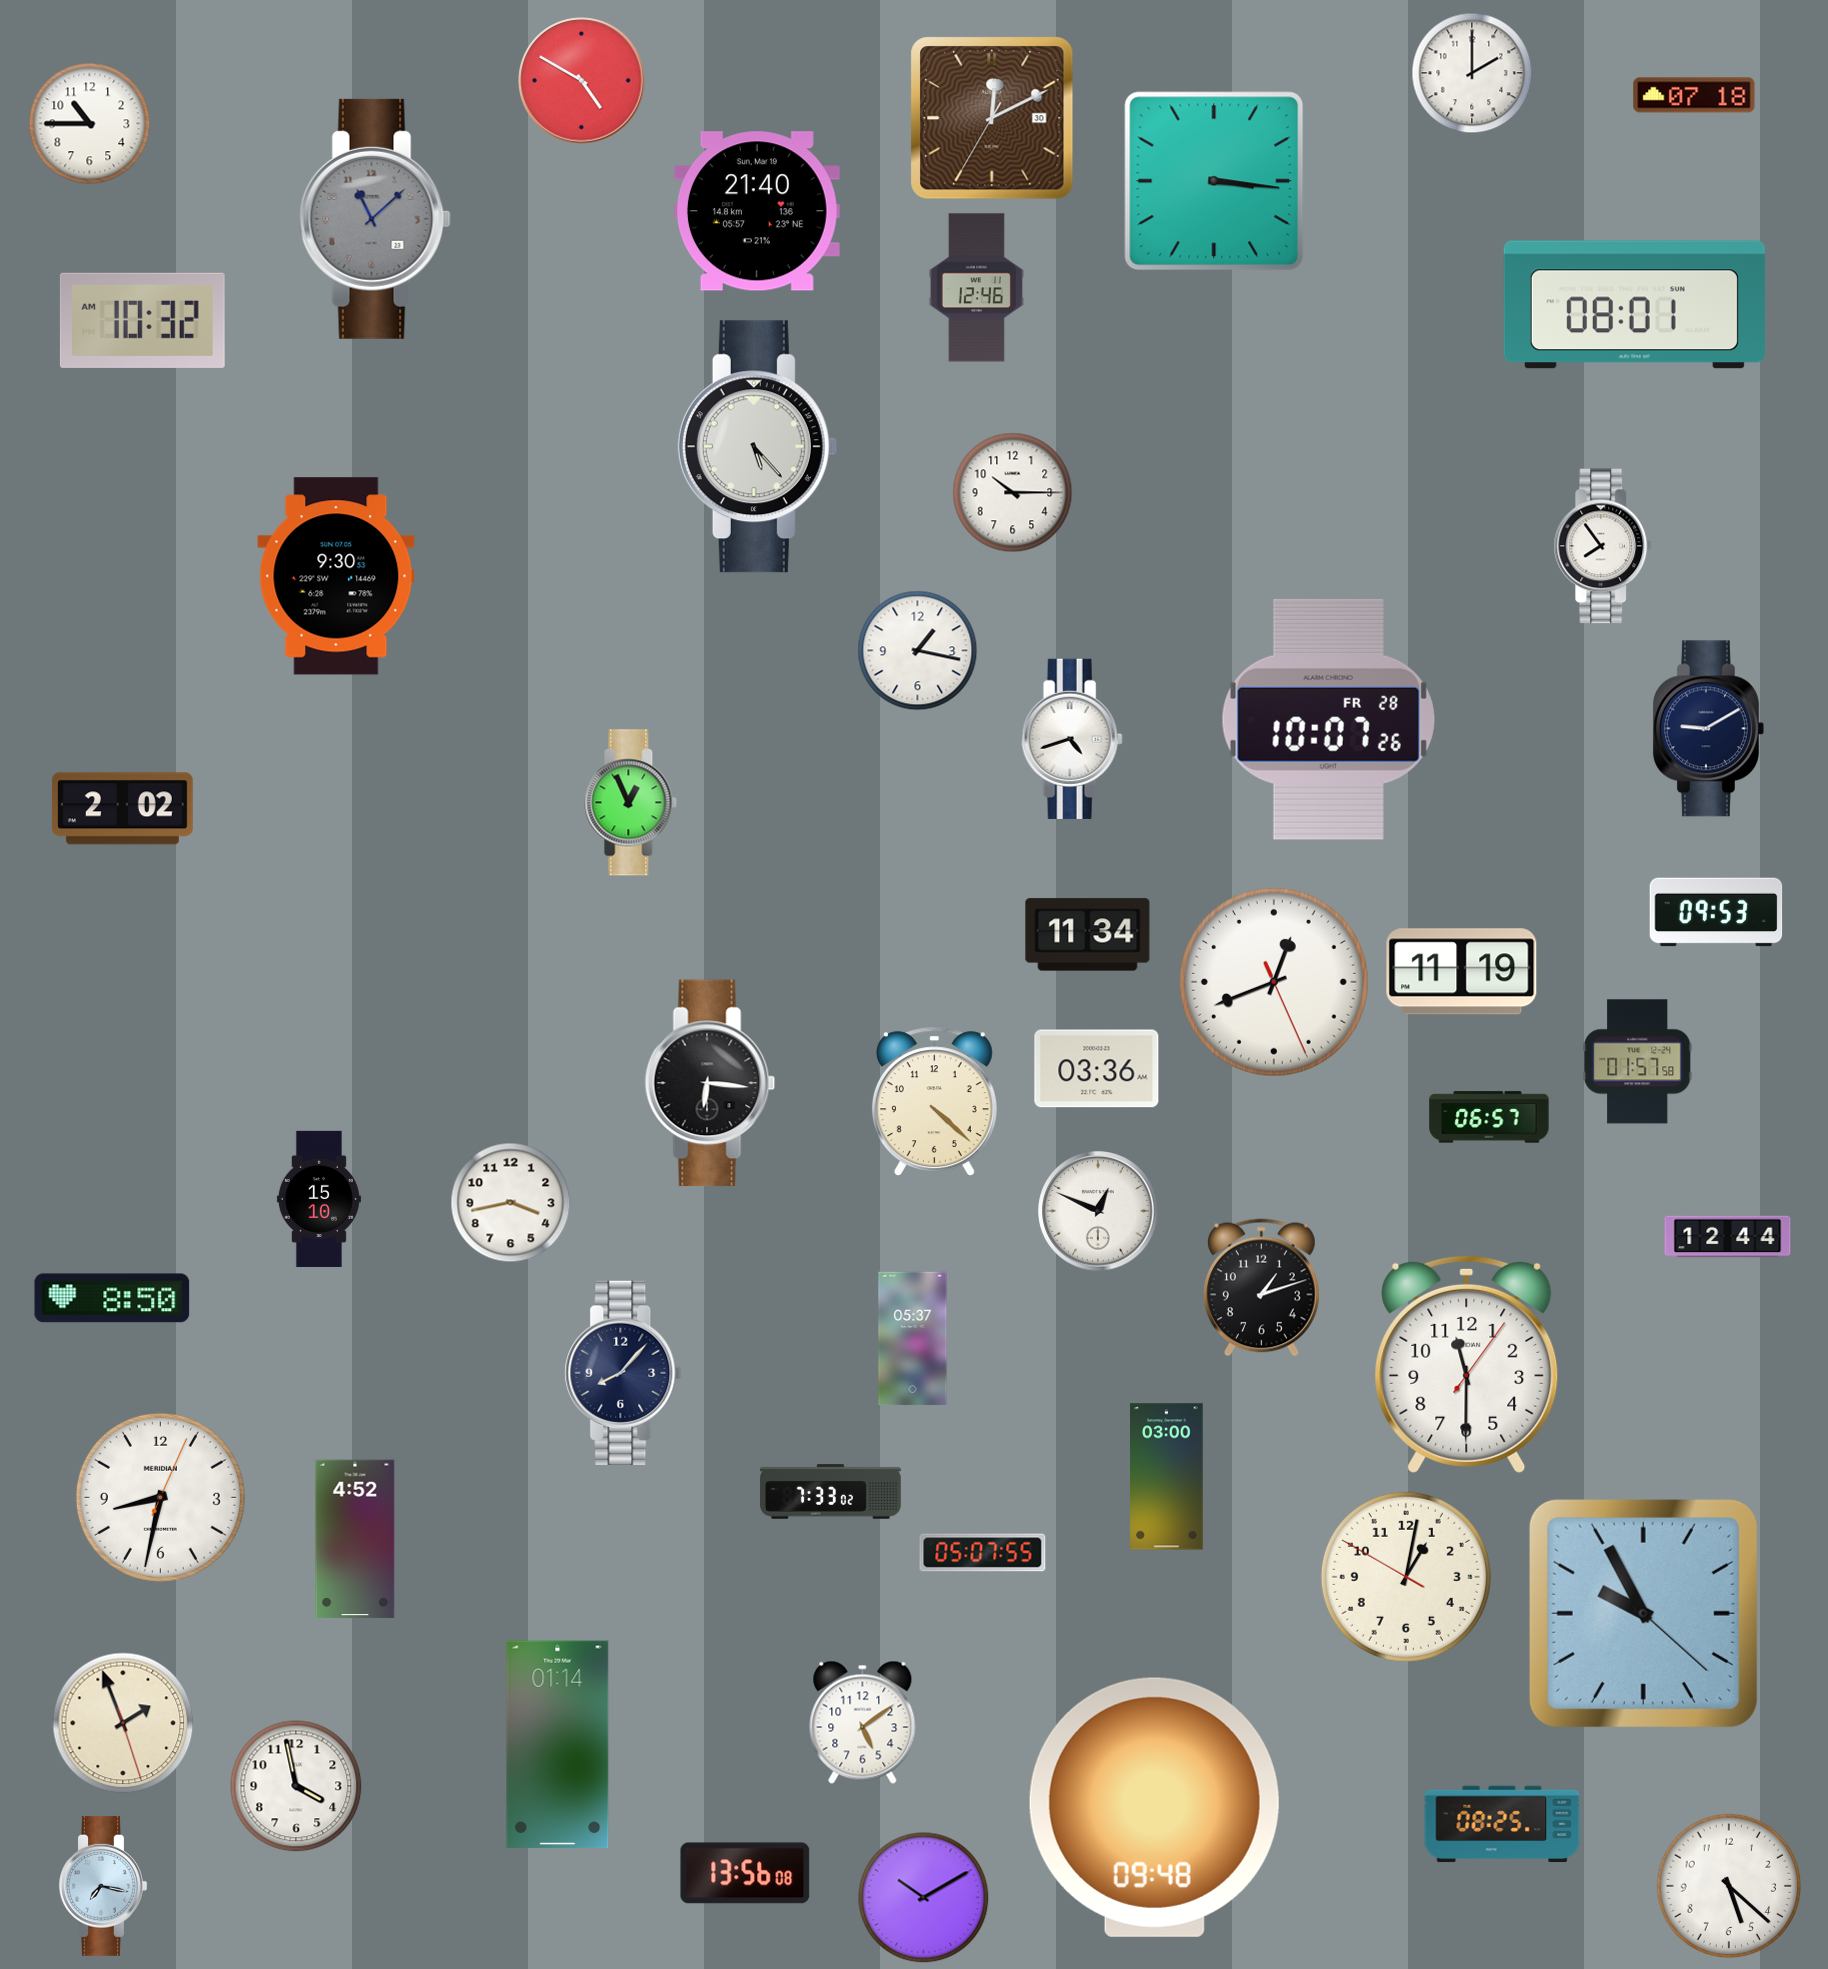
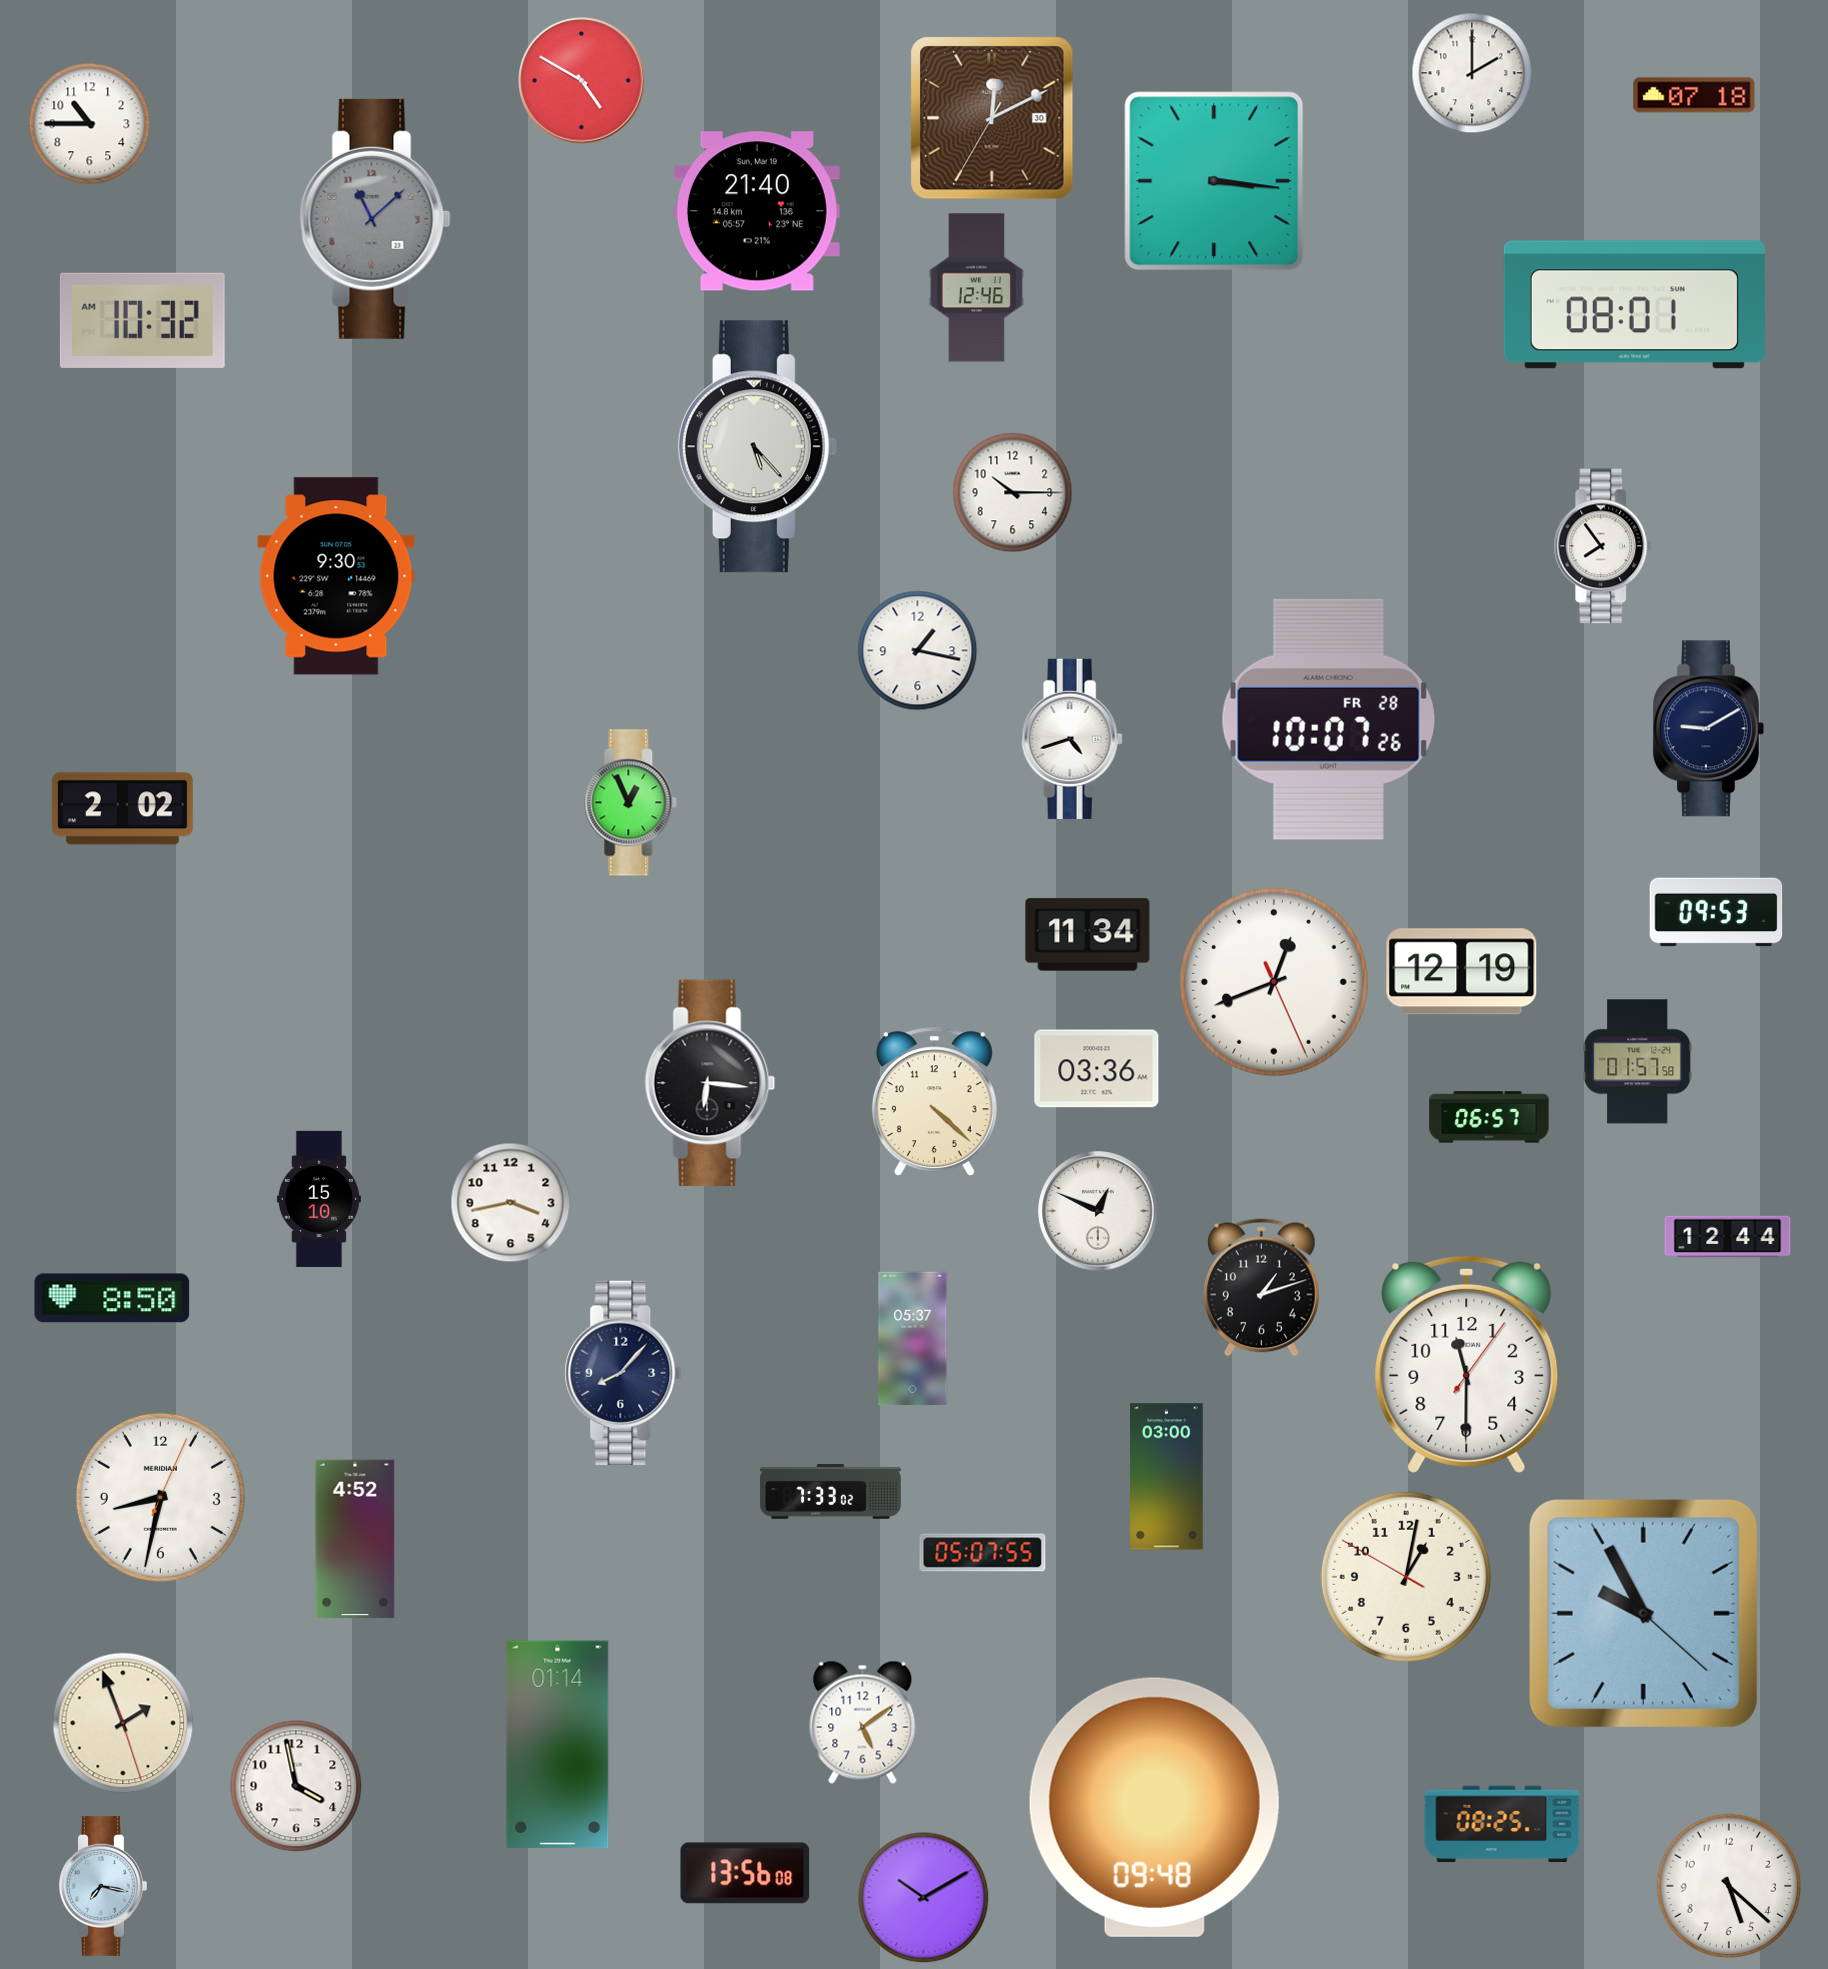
clock at (1462, 972): 11:19 -> 12:19
